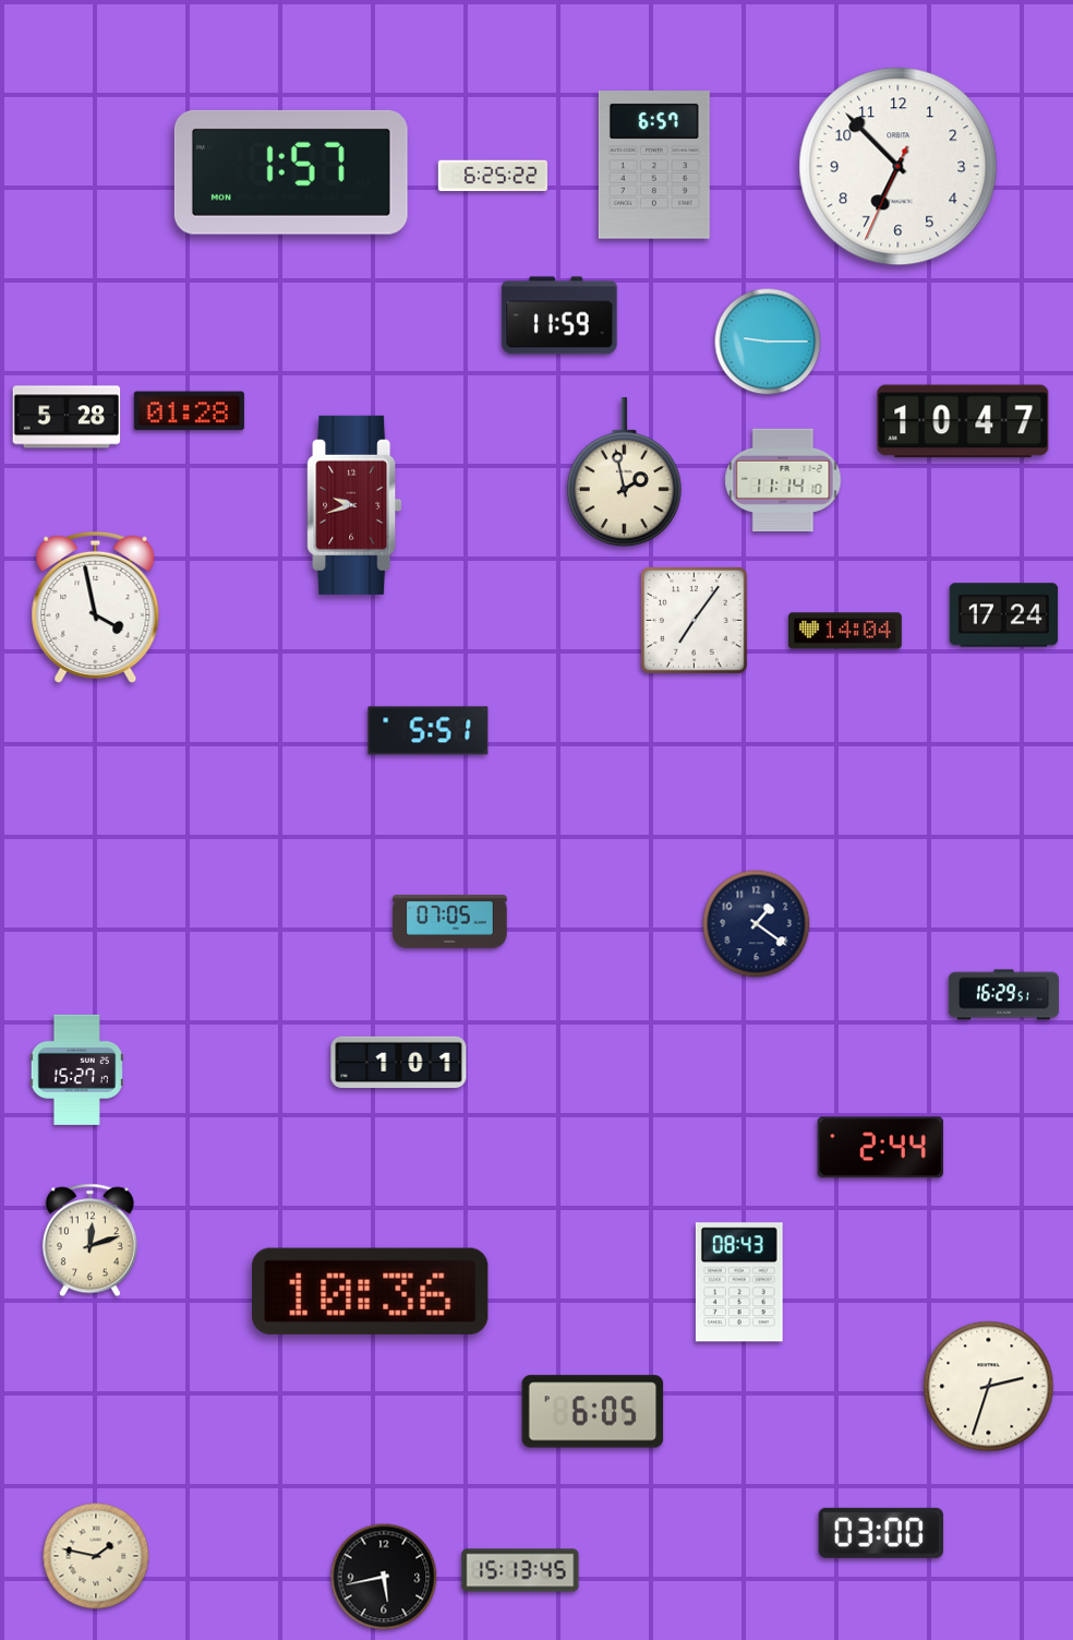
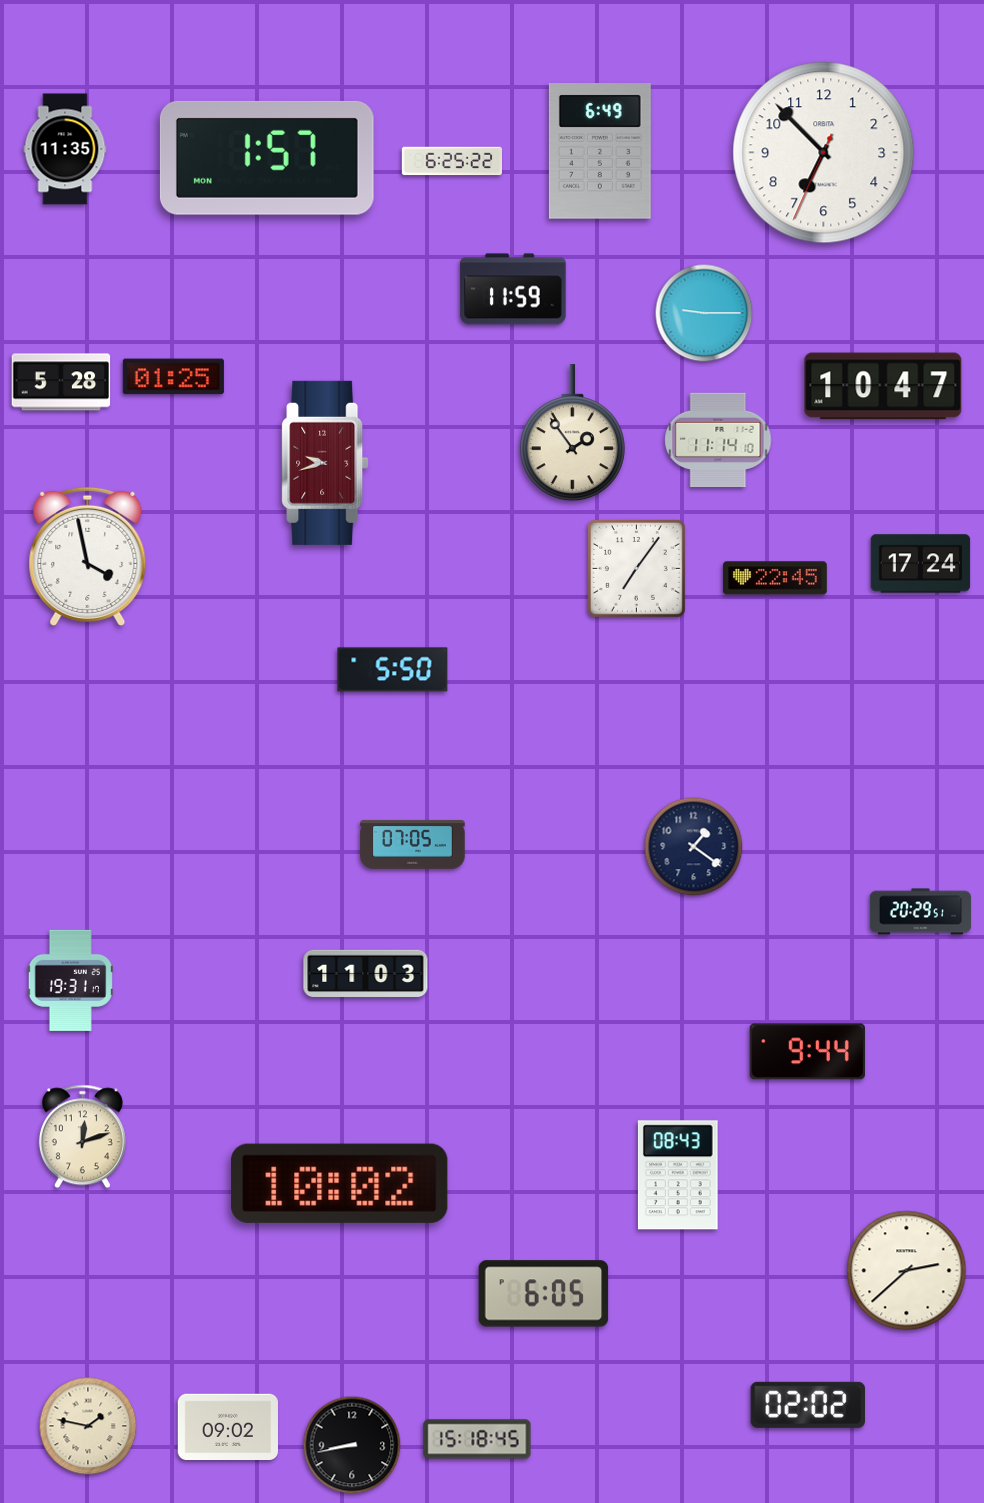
clock at (65, 149): none -> 11:35
clock at (654, 166): 6:57 -> 6:49
clock at (189, 411): 01:28 -> 01:25
clock at (624, 472): 1:58 -> 1:54
clock at (845, 631): 14:04 -> 22:45
clock at (429, 731): 5:51 -> 5:50
clock at (1003, 995): 16:29 -> 20:29
clock at (399, 1063): 1:01 -> 11:03
clock at (76, 1069): 15:27 -> 19:31
clock at (880, 1148): 2:44 -> 9:44
clock at (371, 1291): 10:36 -> 10:02
clock at (989, 1387): 2:33 -> 2:38
clock at (880, 1533): 03:00 -> 02:02
clock at (228, 1427): none -> 09:02
clock at (520, 1570): 15:13 -> 15:18
clock at (384, 1577): 5:43 -> 8:43
